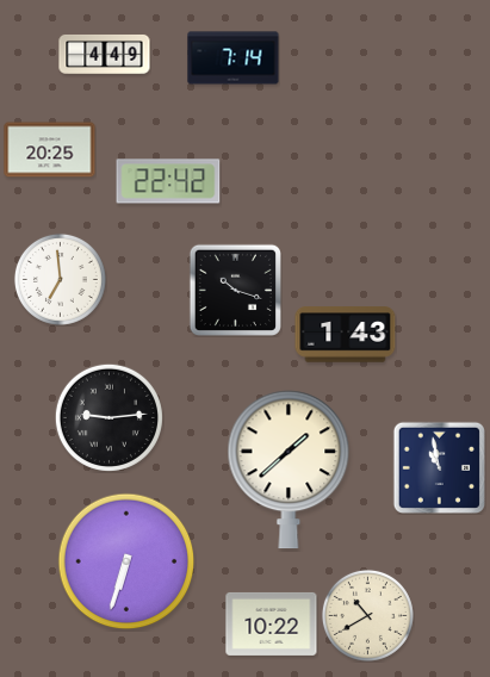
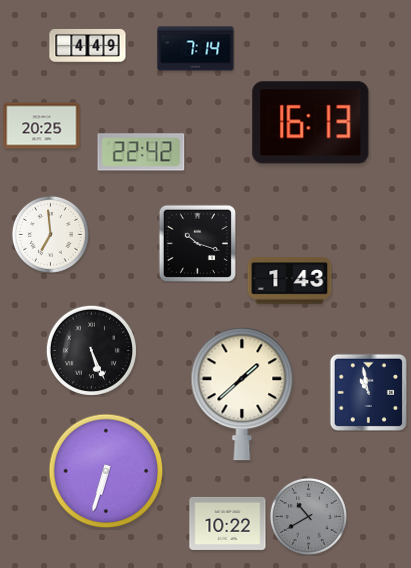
clock at (311, 123): none -> 16:13
clock at (108, 417): 9:14 -> 5:26
clock at (367, 615) dial: cream -> grey
